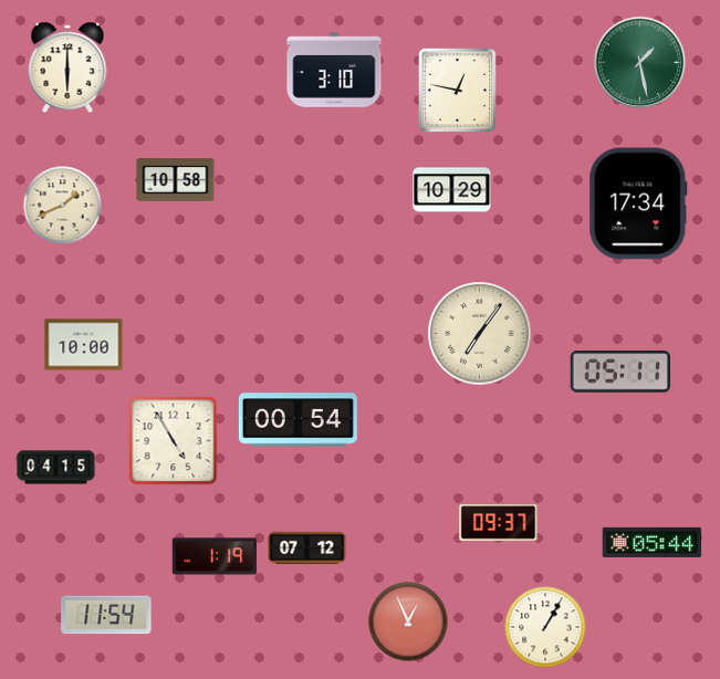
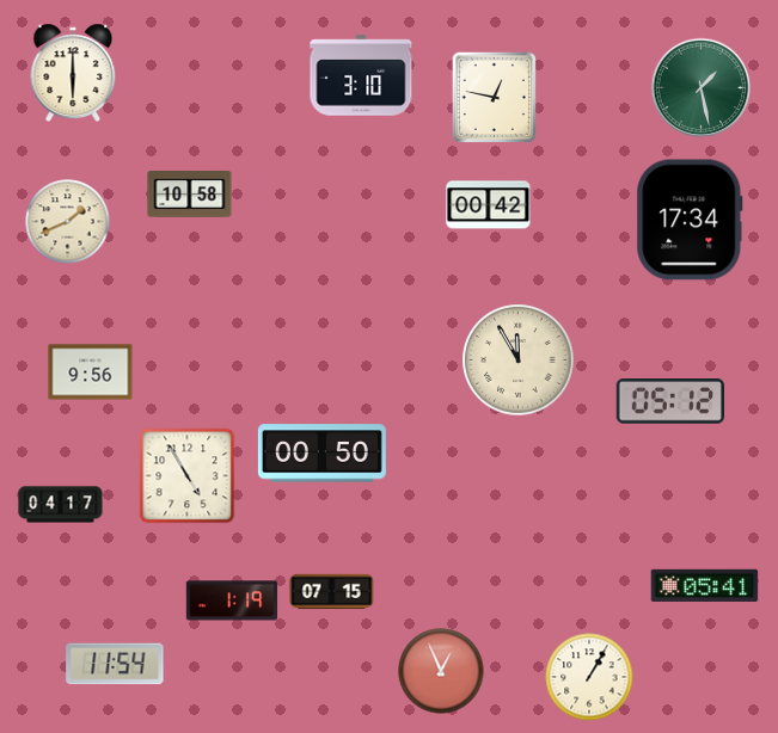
clock at (640, 63) position: (640, 63) -> (702, 88)
clock at (452, 190): 10:29 -> 00:42
clock at (480, 334): 7:06 -> 11:55
clock at (84, 345): 10:00 -> 9:56
clock at (619, 372): 05:11 -> 05:12
clock at (298, 420): 00:54 -> 00:50
clock at (56, 468): 04:15 -> 04:17
clock at (499, 523): 09:37 -> none
clock at (653, 542): 05:44 -> 05:41
clock at (307, 549): 07:12 -> 07:15
